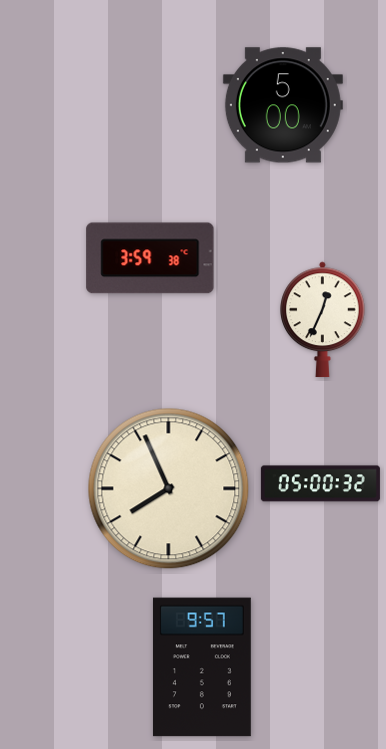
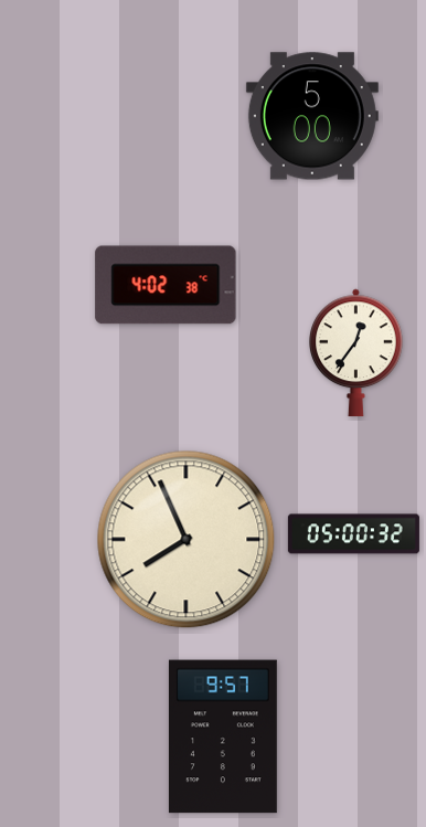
clock at (150, 258): 3:59 -> 4:02
clock at (323, 320): 12:34 -> 12:36
